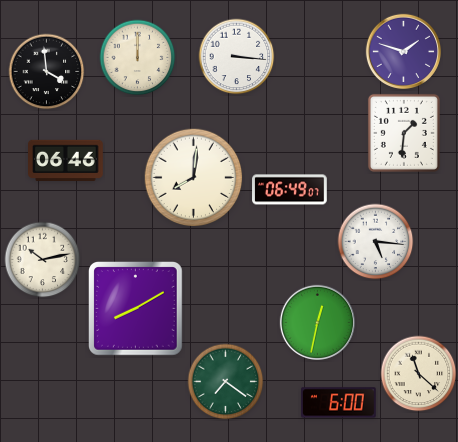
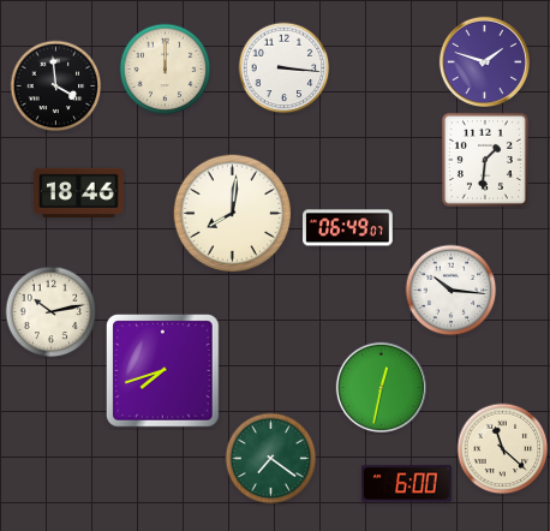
clock at (66, 160): 06:46 -> 18:46
clock at (376, 242): 5:16 -> 10:16
clock at (136, 309): 8:10 -> 7:42
